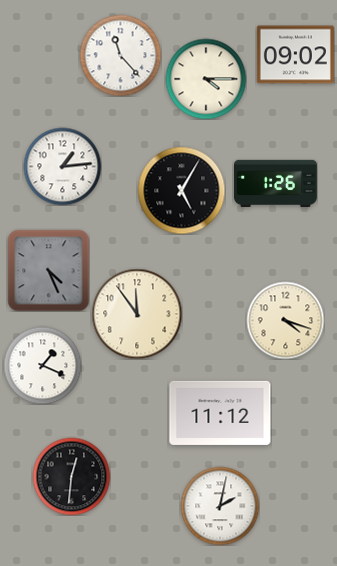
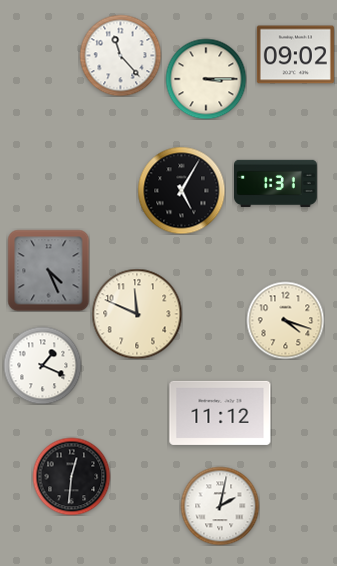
clock at (206, 79): 4:15 -> 3:15
clock at (62, 166): 1:14 -> none
clock at (276, 183): 1:26 -> 1:31
clock at (137, 314): 11:54 -> 11:49
